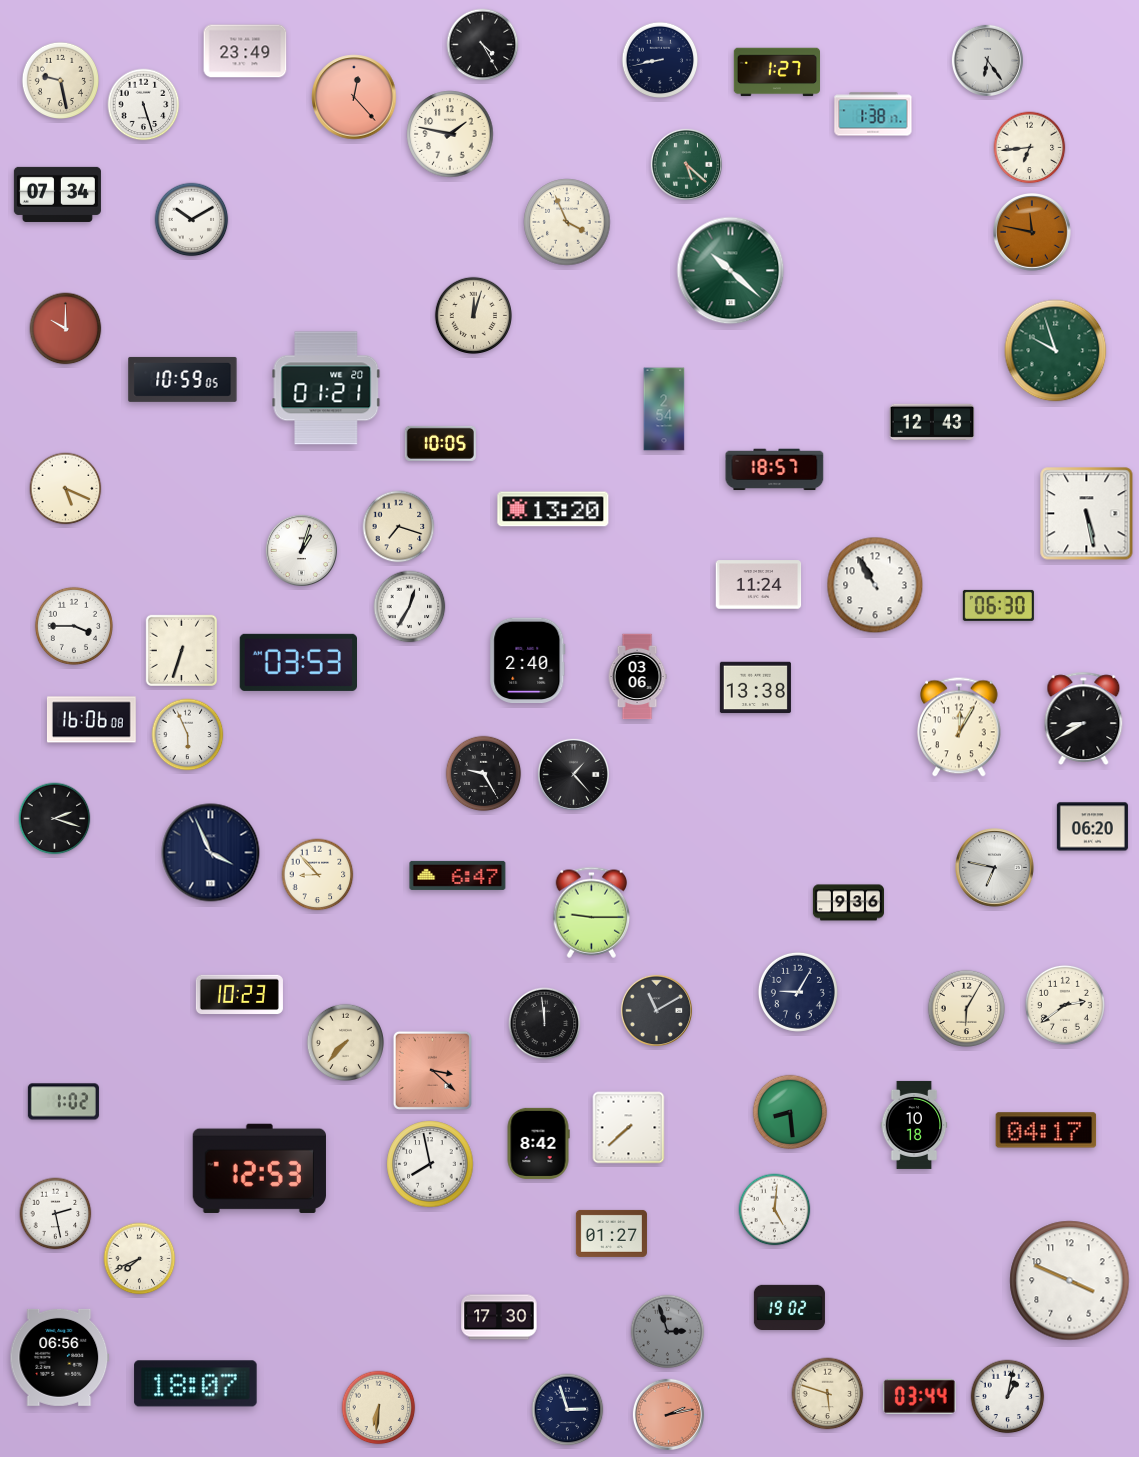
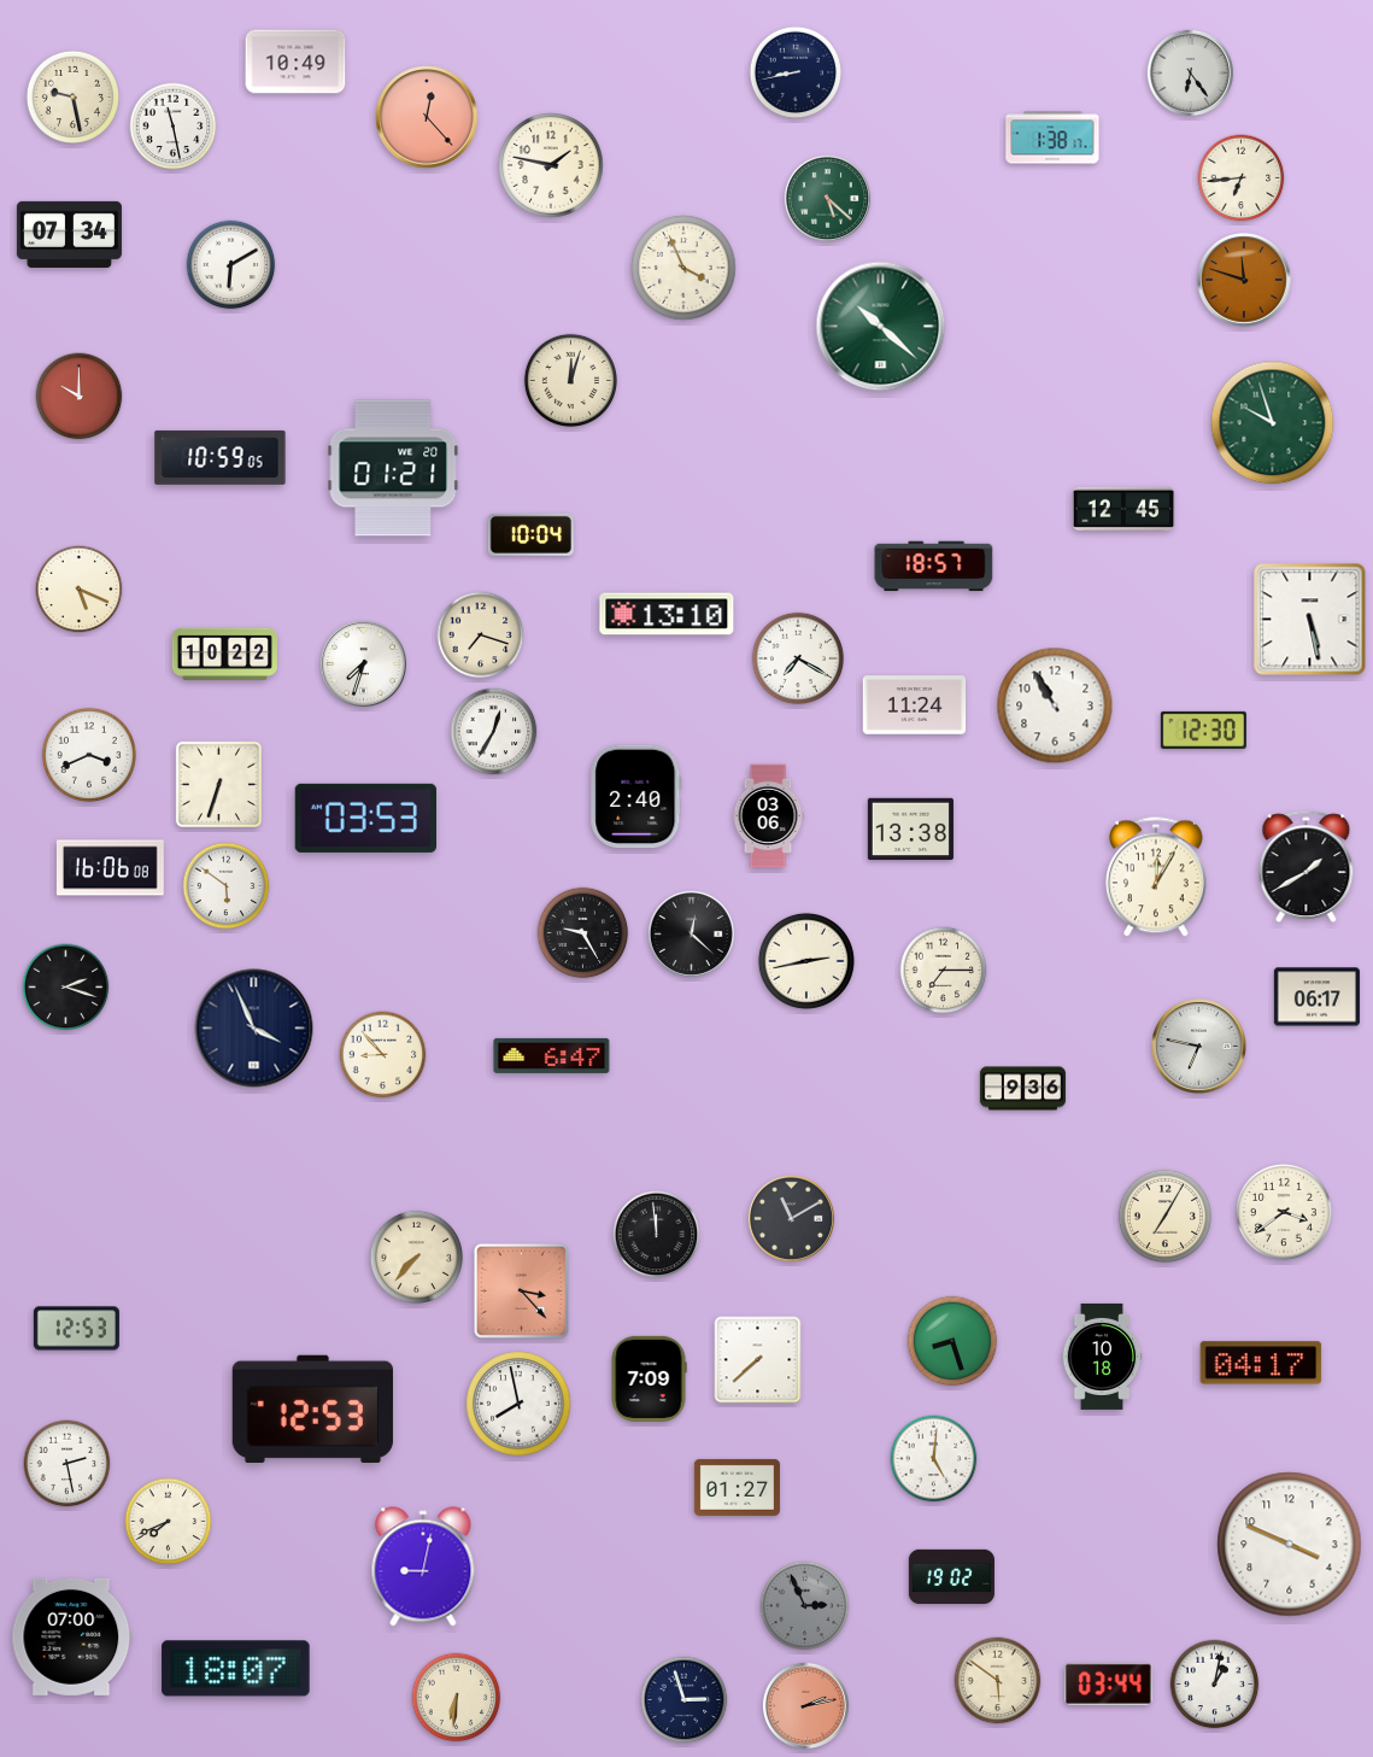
clock at (483, 45): 4:25 -> none
clock at (245, 51): 23:49 -> 10:49
clock at (776, 72): 1:27 -> none
clock at (144, 105): 5:27 -> 11:28
clock at (450, 134) position: (450, 134) -> (551, 165)
clock at (192, 220): 10:10 -> 6:10
clock at (1033, 233): 11:47 -> 11:48
clock at (664, 409): 2:54 -> none
clock at (932, 422): 12:43 -> 12:45
clock at (440, 443): 10:05 -> 10:04
clock at (553, 509): 13:20 -> 13:10
clock at (224, 654): none -> 10:22
clock at (798, 658): none -> 7:20
clock at (301, 550): 1:03 -> 7:33
clock at (998, 605): 06:30 -> 12:30
clock at (74, 626): 3:45 -> 3:41
clock at (298, 662) position: (298, 662) -> (365, 818)
clock at (1084, 718): 8:40 -> 1:40
clock at (188, 735): 5:56 -> 5:51
clock at (573, 774): 1:23 -> 12:22
clock at (806, 961): none -> 2:43
clock at (944, 971): none -> 7:15
clock at (1092, 827): 06:20 -> 06:17
clock at (592, 912): 9:15 -> none
clock at (798, 992): 9:05 -> none
clock at (239, 995): 10:23 -> none
clock at (1065, 1005): 2:39 -> 3:39
clock at (966, 1008): 6:05 -> 7:05
clock at (432, 1070): 3:22 -> 3:23
clock at (63, 1102): 1:02 -> 12:53
clock at (790, 1112): 8:29 -> 8:27
clock at (538, 1143): 8:42 -> 7:09
clock at (140, 1259) position: (140, 1259) -> (169, 1522)
clock at (423, 1566): none -> 9:02
clock at (499, 1317): 17:30 -> none
clock at (668, 1332): 2:57 -> 2:56
clock at (60, 1357): 06:56 -> 07:00
clock at (828, 1394): 5:48 -> 5:51
